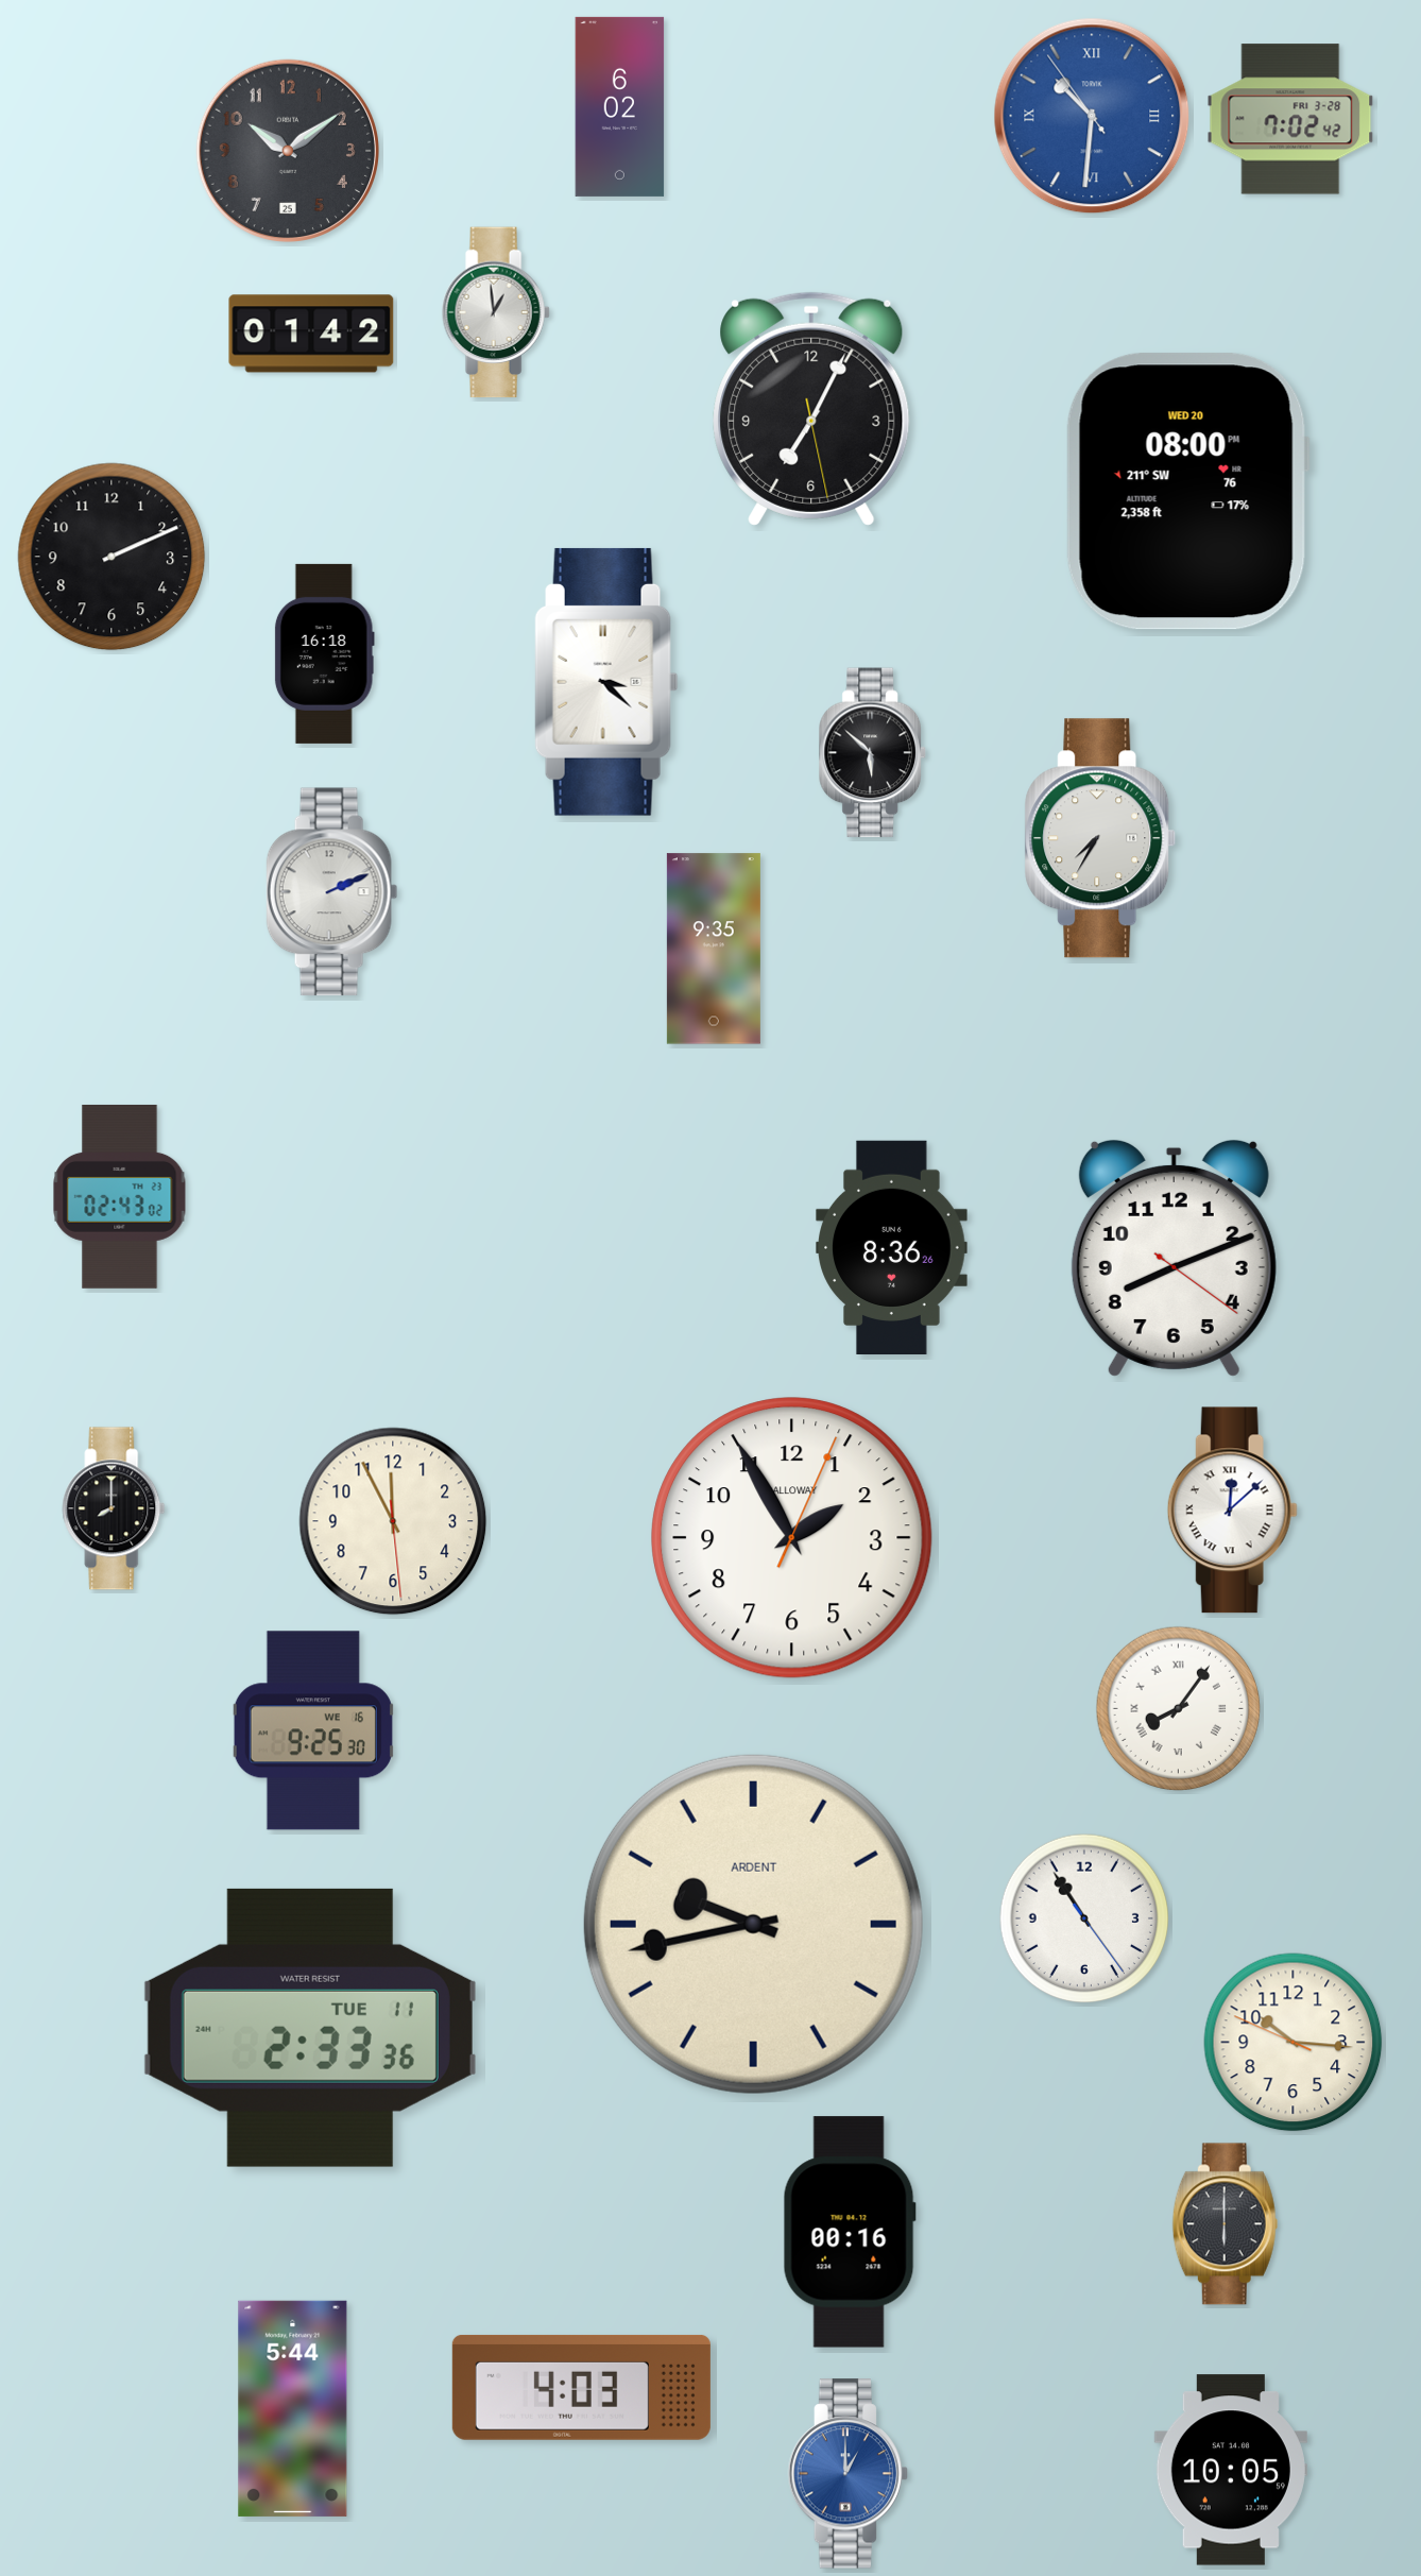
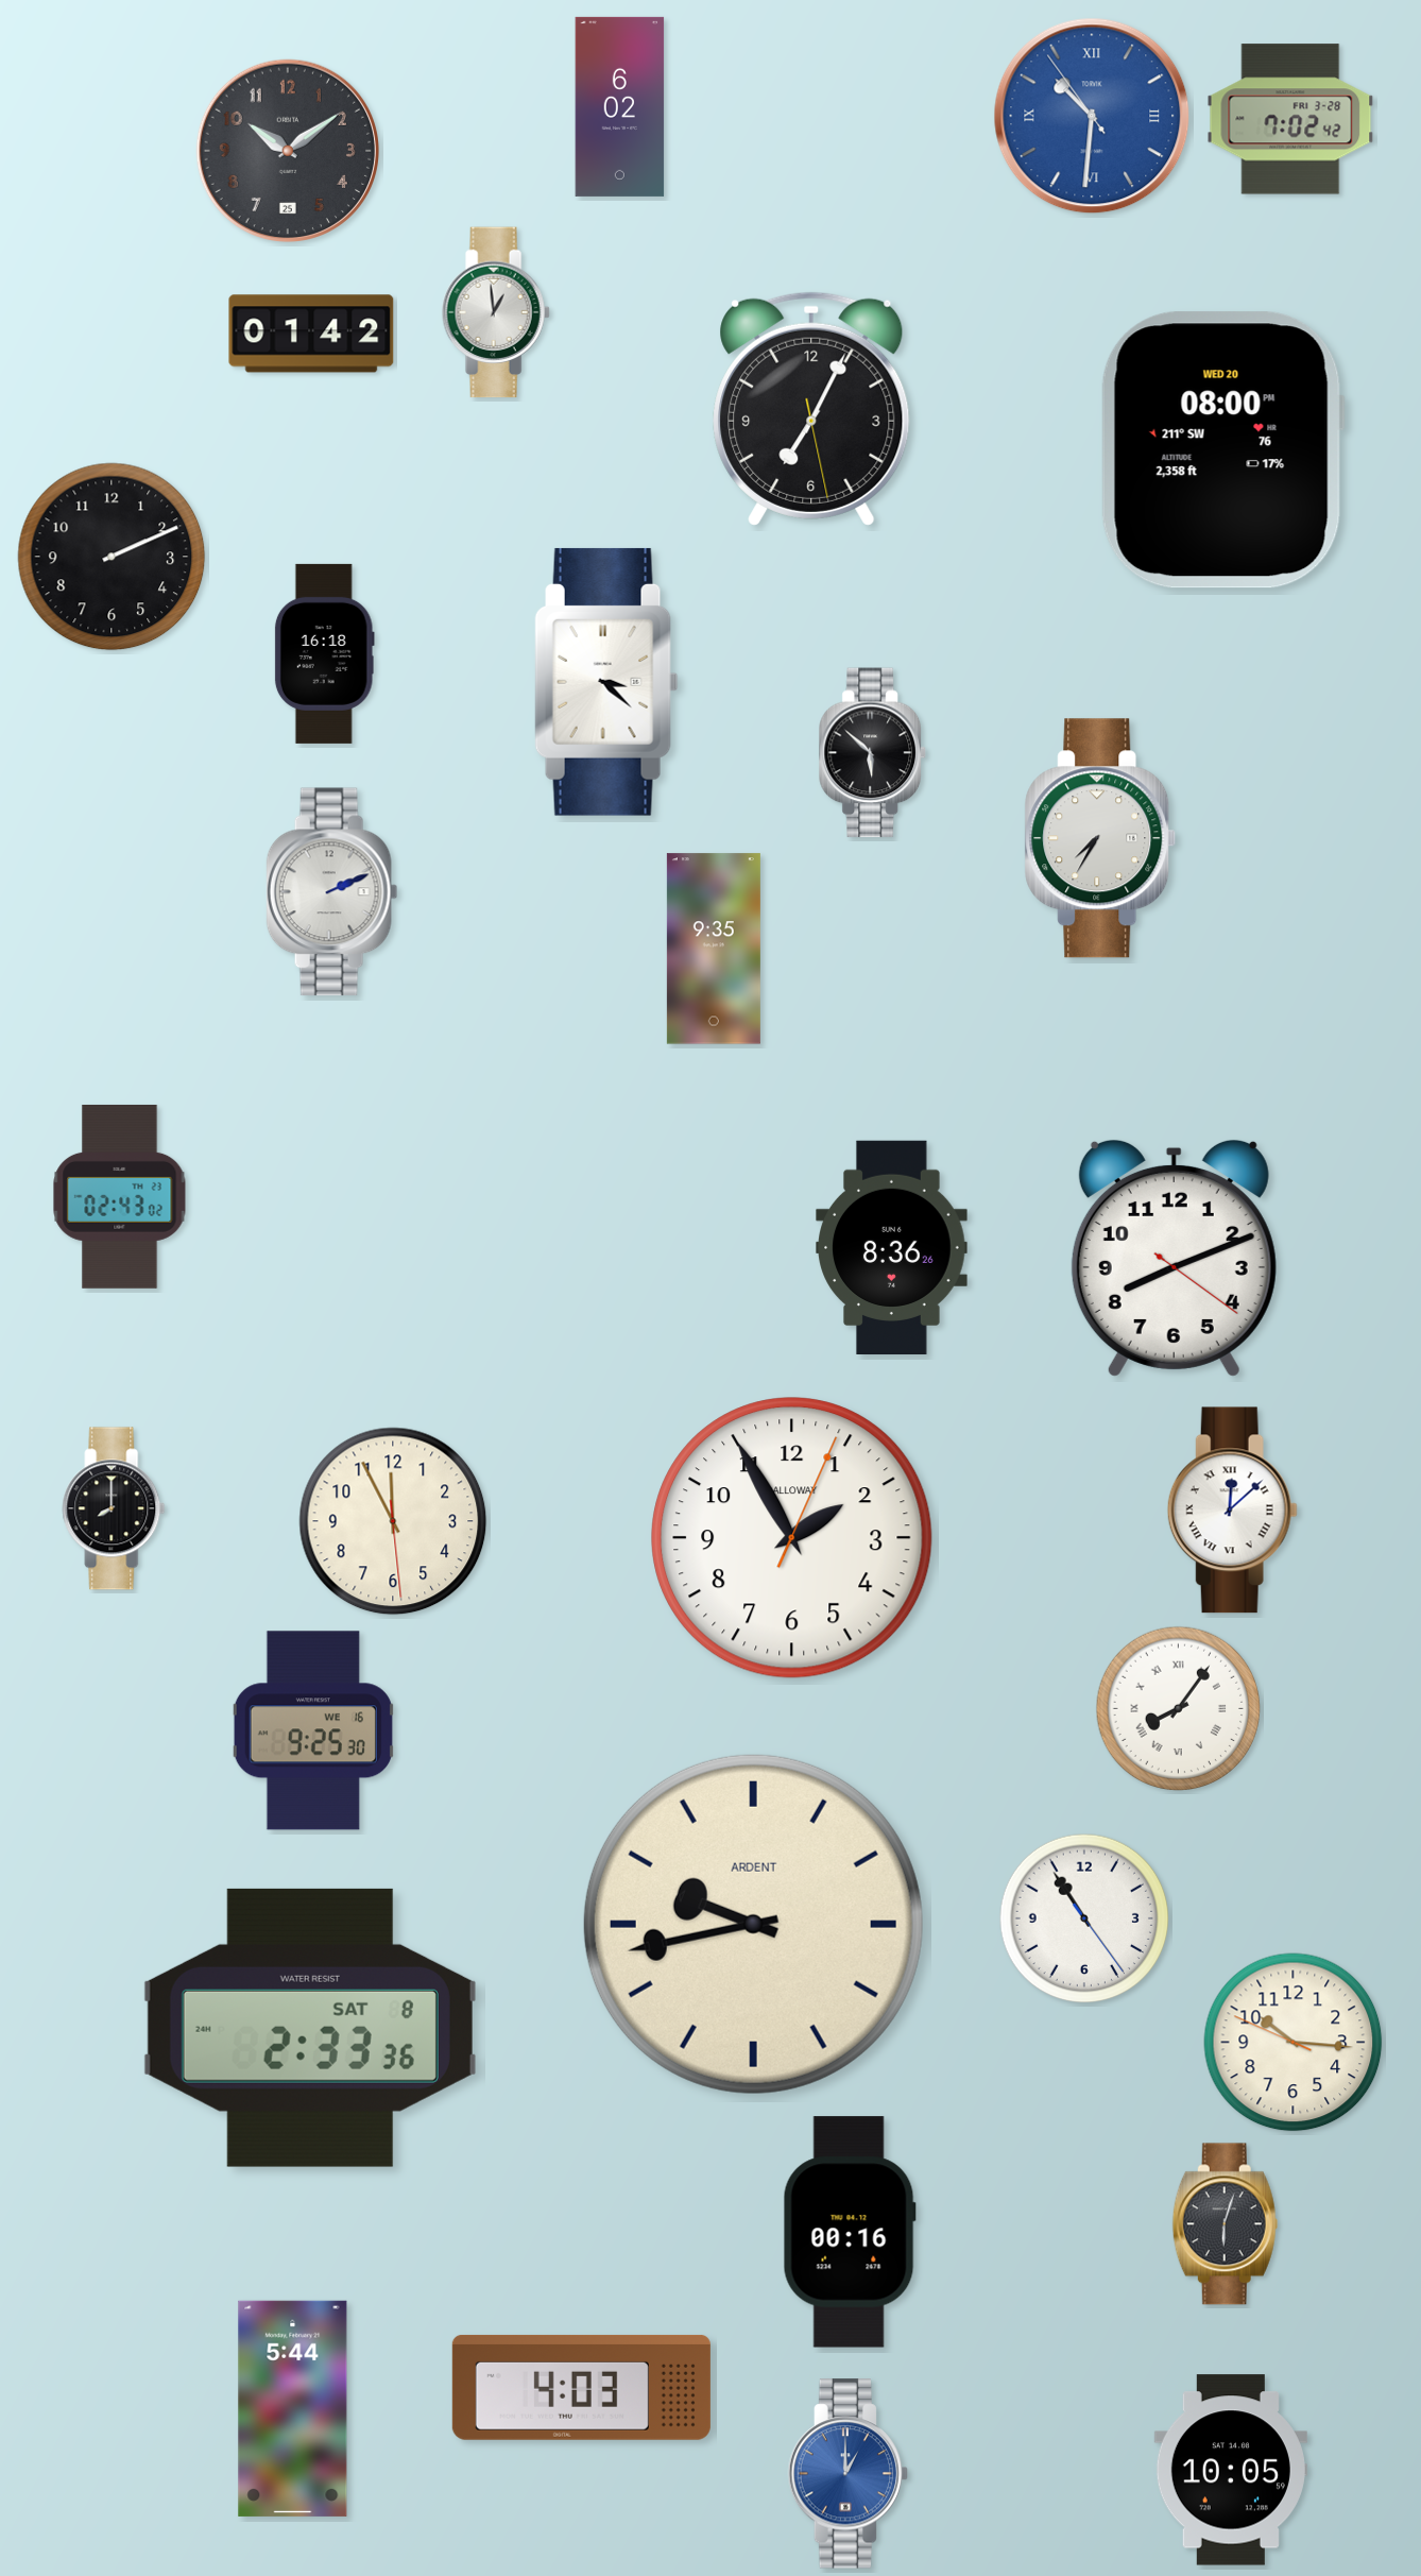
clock at (1187, 492) position: (1187, 492) -> (1222, 450)
clock at (310, 2028) date: TUE 11 -> SAT 8
clock at (1225, 2224): 6:00 -> 6:03
